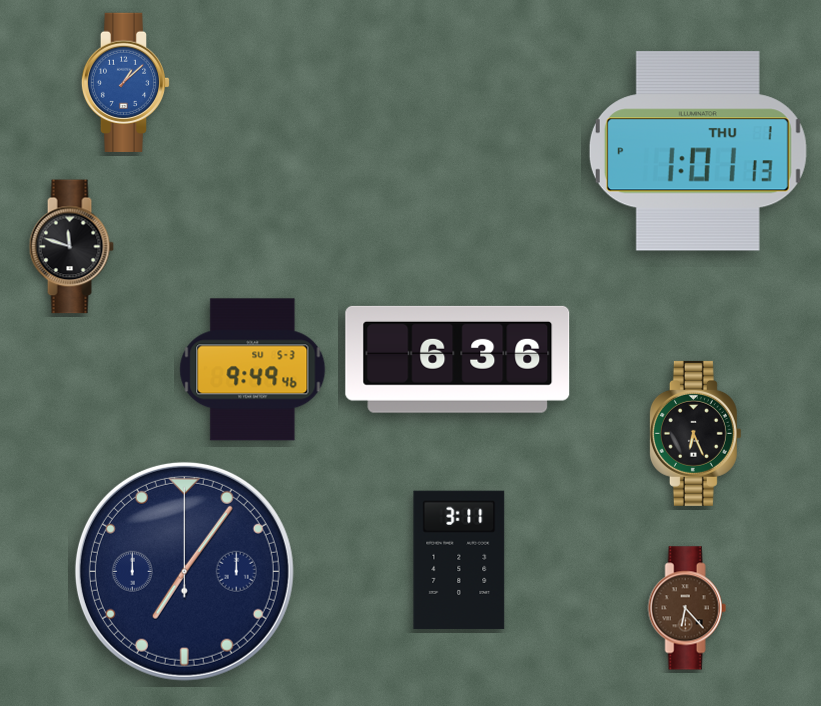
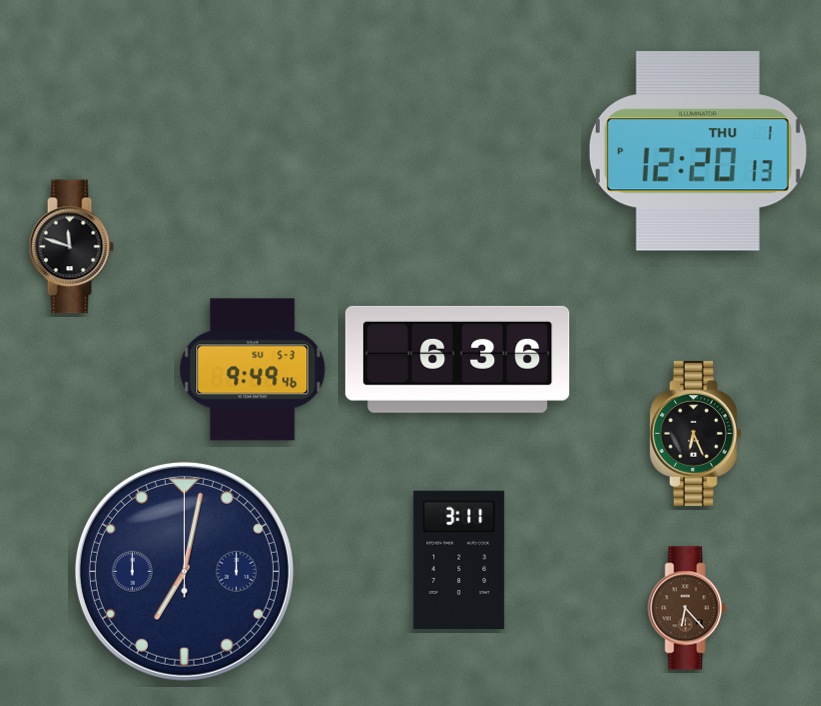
clock at (126, 82): 1:08 -> none
clock at (698, 151): 1:01 -> 12:20
clock at (184, 571): 7:06 -> 7:02
